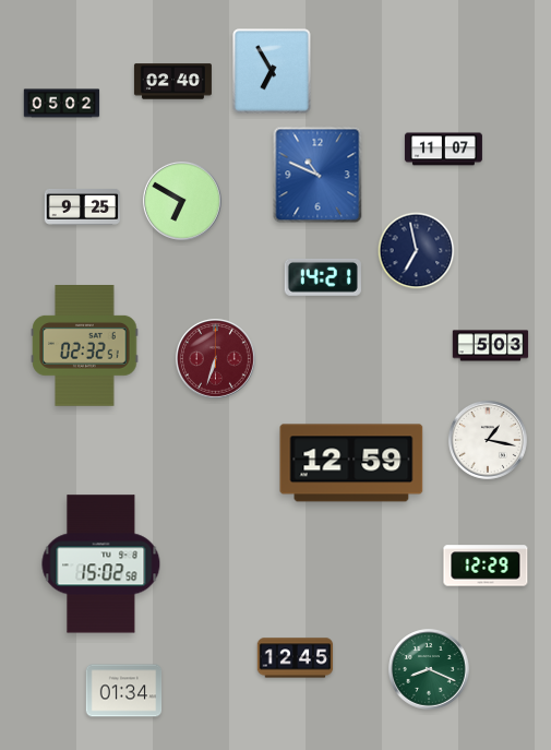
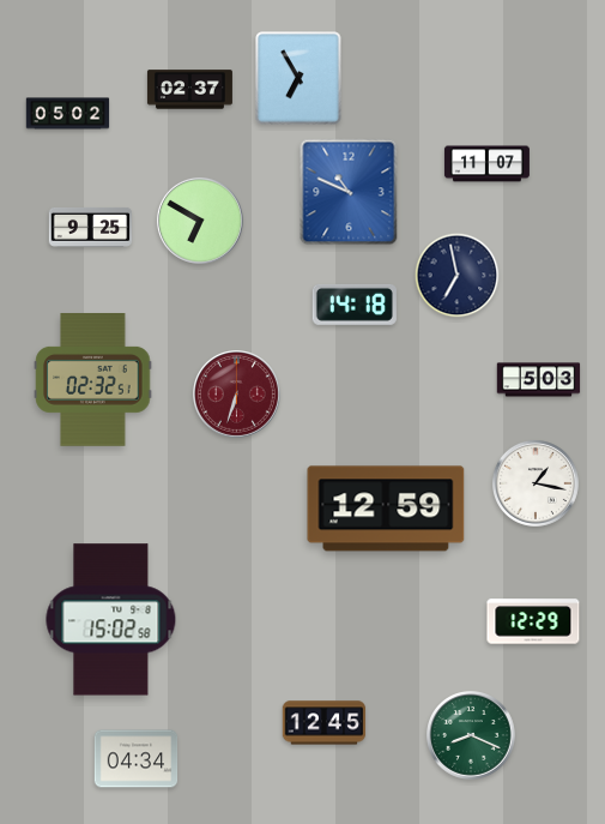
clock at (172, 82): 02:40 -> 02:37
clock at (323, 277): 14:21 -> 14:18
clock at (124, 691): 01:34 -> 04:34
